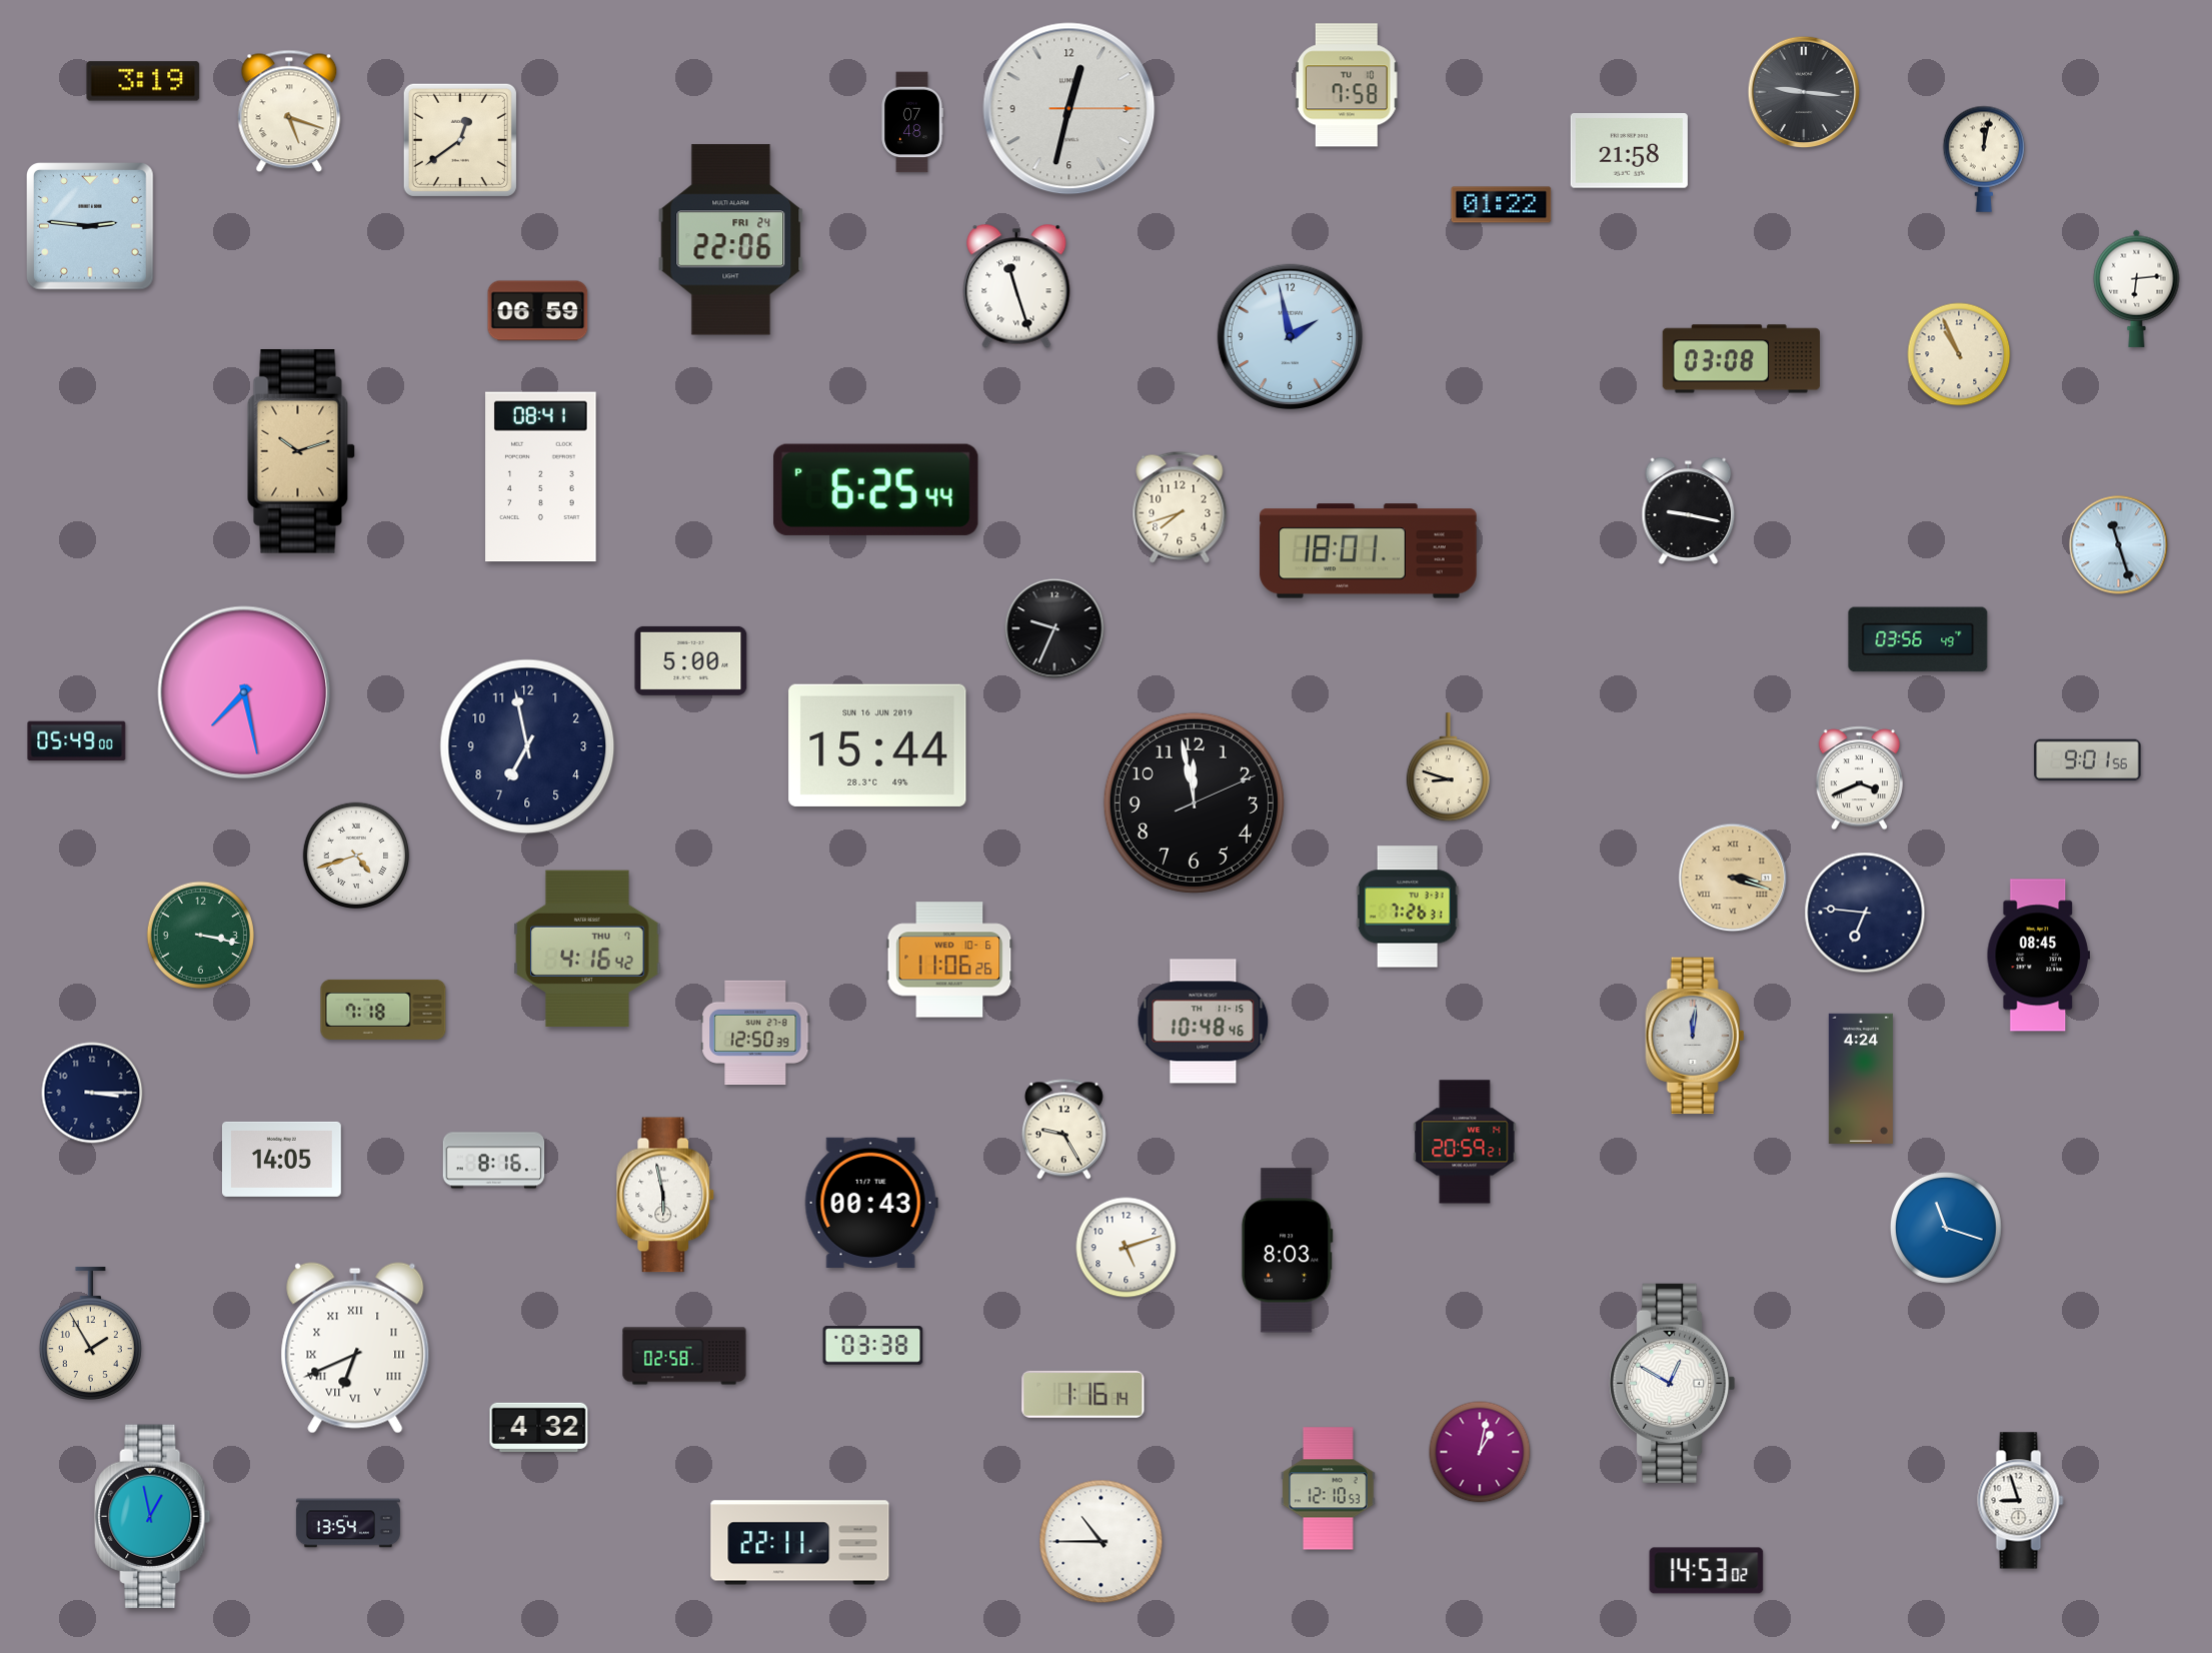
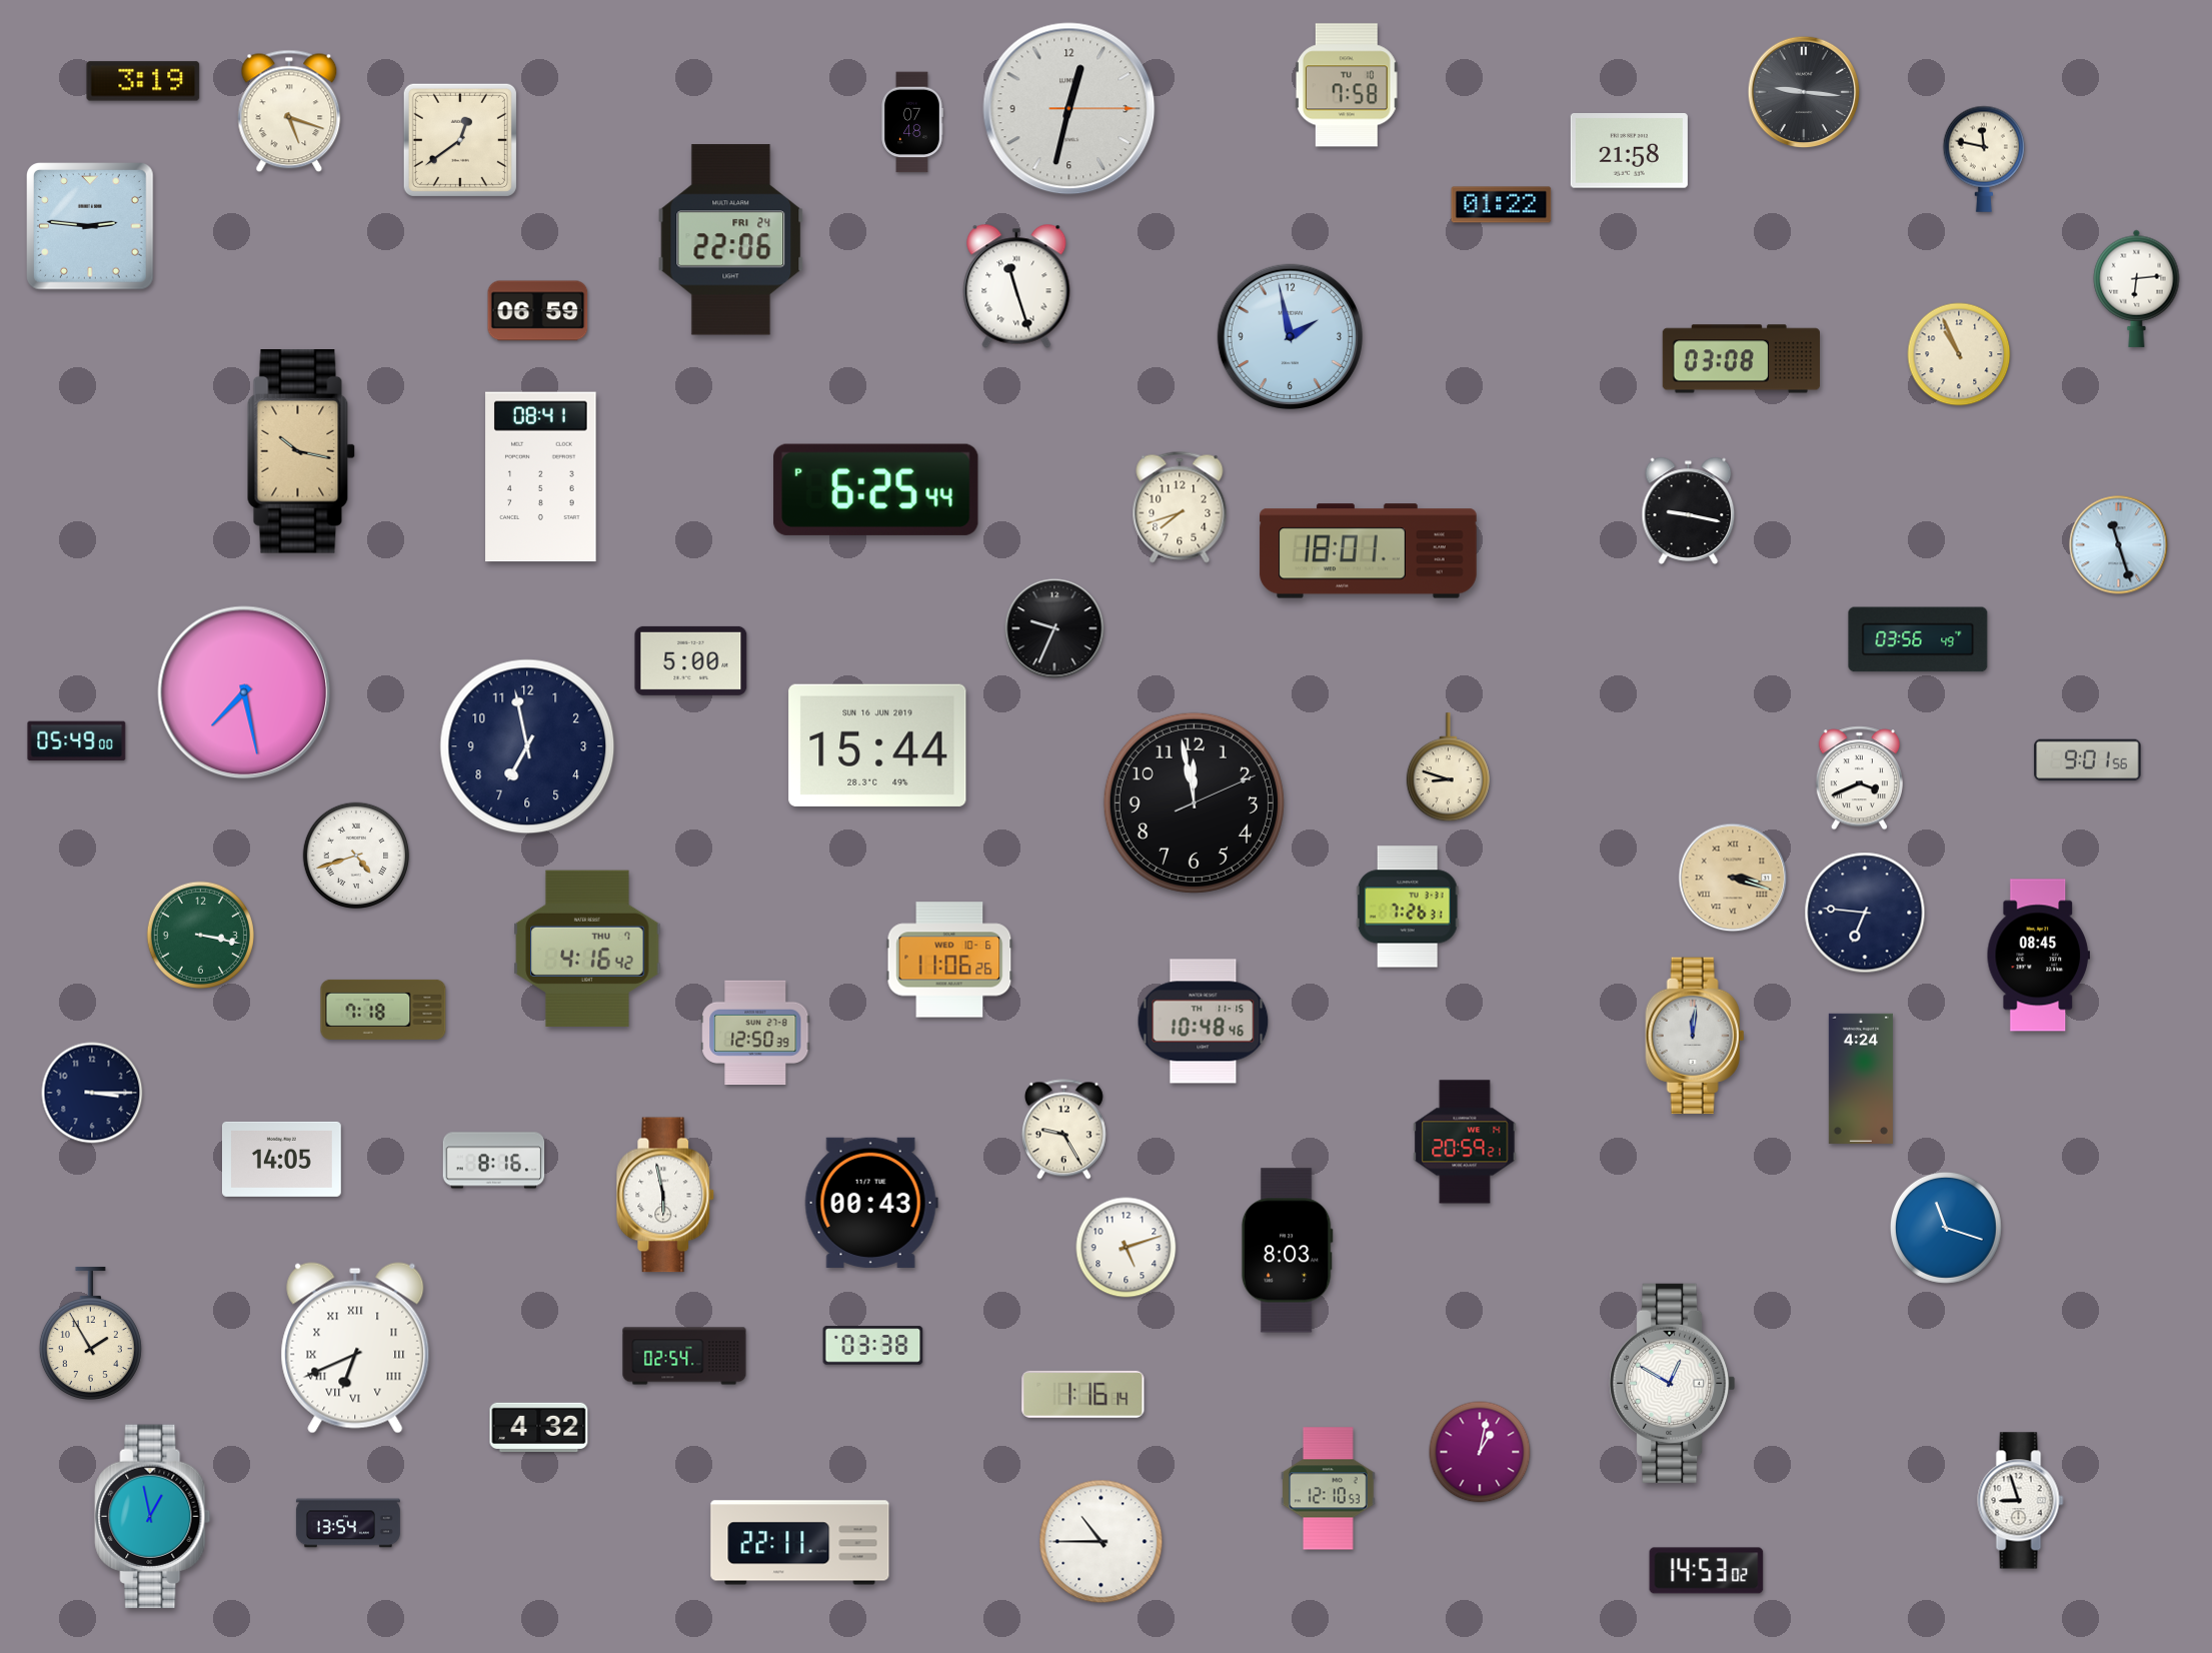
clock at (1983, 159): 12:02 -> 11:47
clock at (301, 451): 10:12 -> 10:17
clock at (684, 1356): 02:58 -> 02:54
